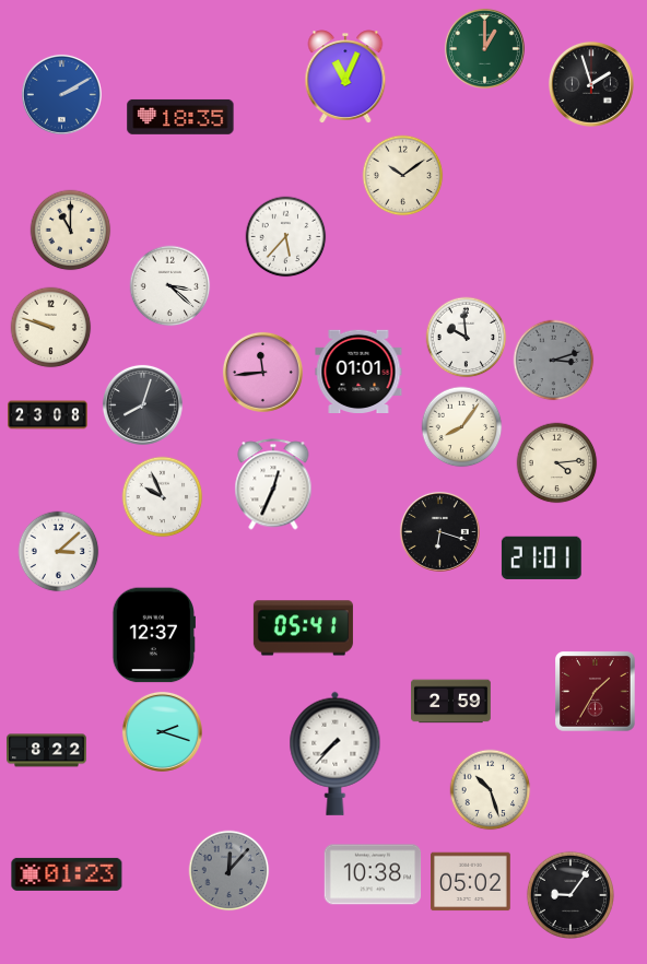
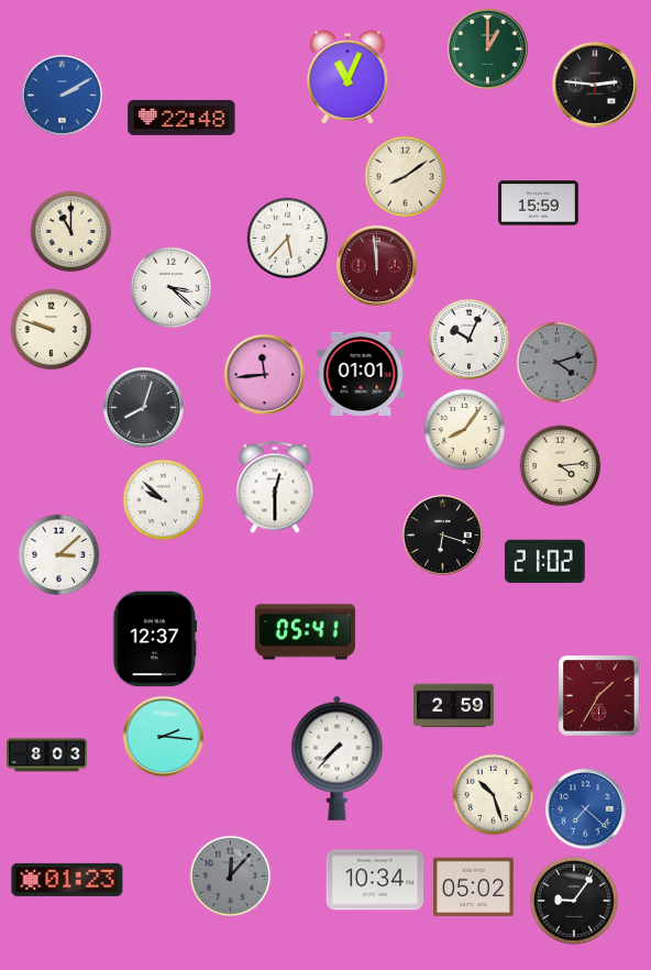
clock at (591, 84): 1:57 -> 2:46
clock at (180, 117): 18:35 -> 22:48
clock at (403, 176): 10:09 -> 8:09
clock at (539, 203): none -> 15:59
clock at (376, 265): none -> 11:59
clock at (467, 338): 9:59 -> 10:04
clock at (554, 361): 3:12 -> 4:12
clock at (48, 415): 23:08 -> none
clock at (273, 484): 12:34 -> 12:30
clock at (163, 497): 9:56 -> 9:52
clock at (541, 557): 21:01 -> 21:02
clock at (162, 731): 2:18 -> 2:16
clock at (47, 751): 8:22 -> 8:03
clock at (585, 808): none -> 7:22
clock at (373, 874): 10:38 -> 10:34
